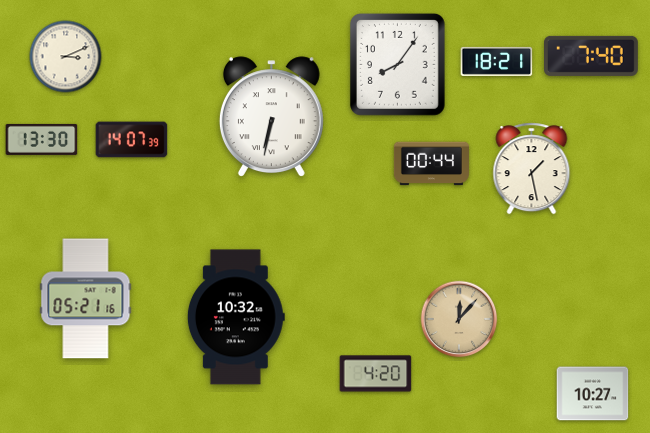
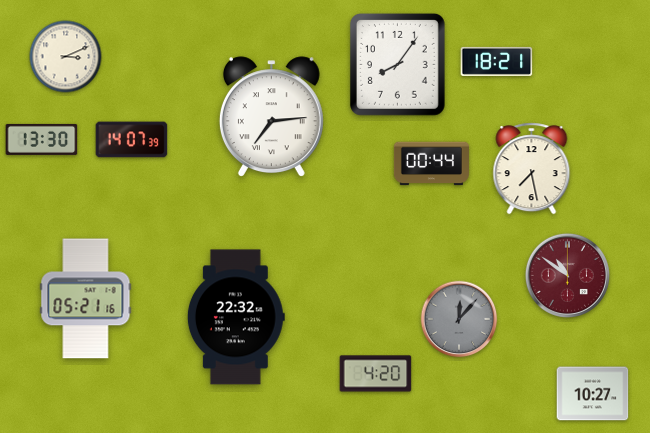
clock at (592, 56): 7:40 -> none
clock at (271, 116): 6:32 -> 7:14
clock at (532, 169): 1:28 -> 7:28
clock at (567, 275): none -> 10:51
clock at (236, 317): 10:32 -> 22:32
clock at (459, 319) dial: champagne -> grey
